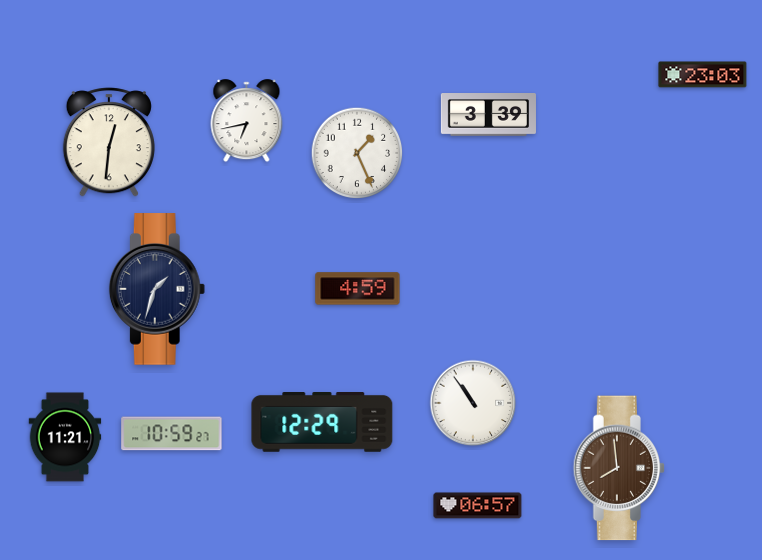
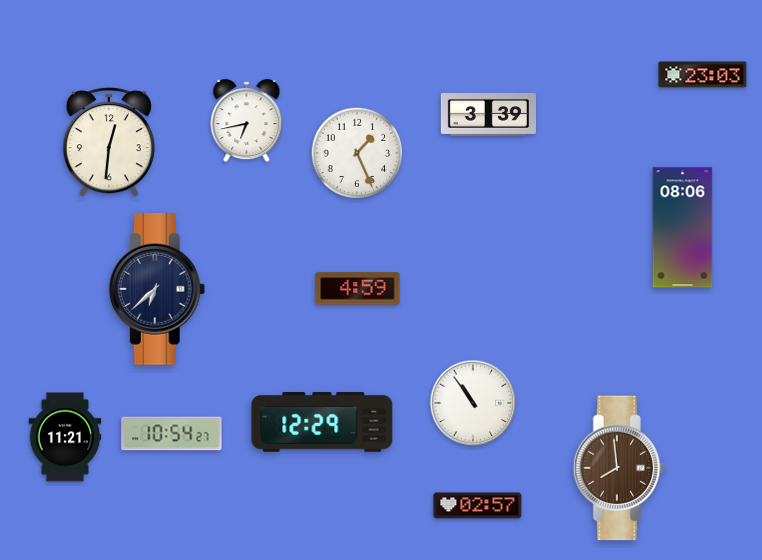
clock at (683, 228): none -> 08:06
clock at (157, 289): 1:33 -> 6:38
clock at (172, 434): 10:59 -> 10:54
clock at (478, 506): 06:57 -> 02:57
